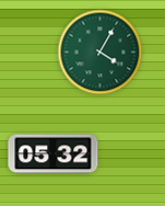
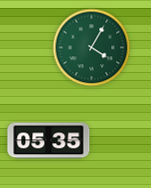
clock at (54, 154): 05:32 -> 05:35
